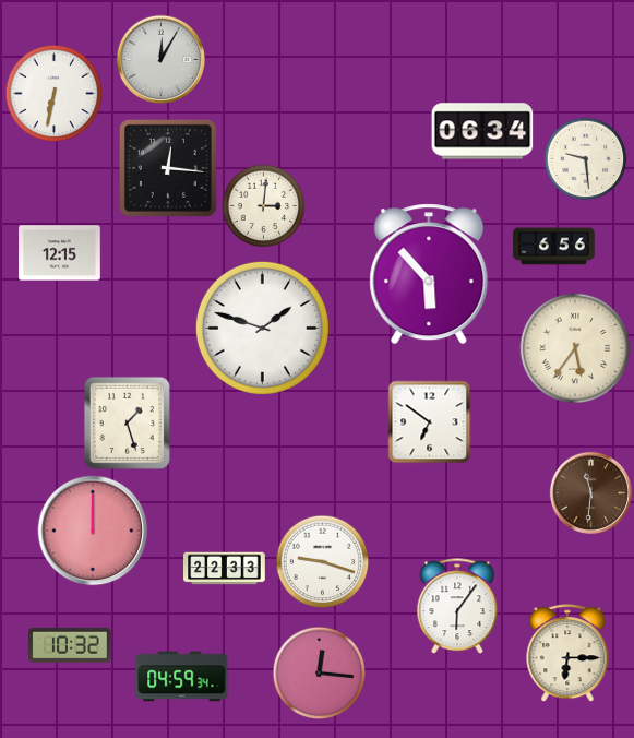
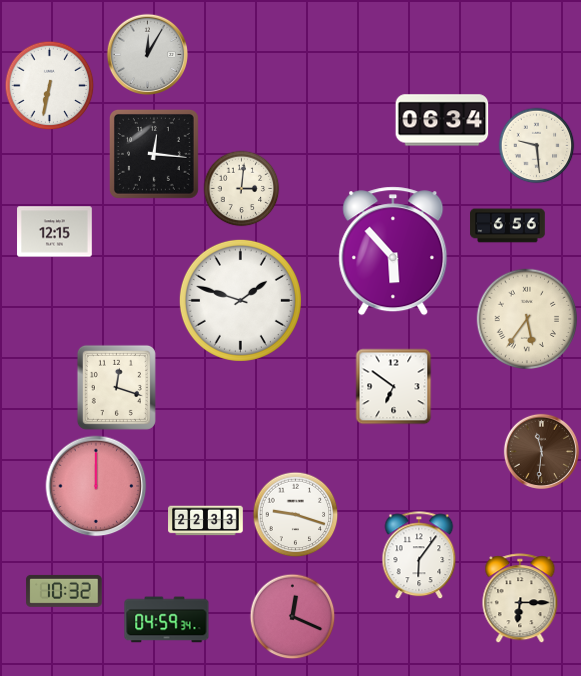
clock at (127, 422): 1:27 -> 12:18
clock at (93, 531) position: (93, 531) -> (96, 486)
clock at (320, 674): 12:16 -> 12:19
